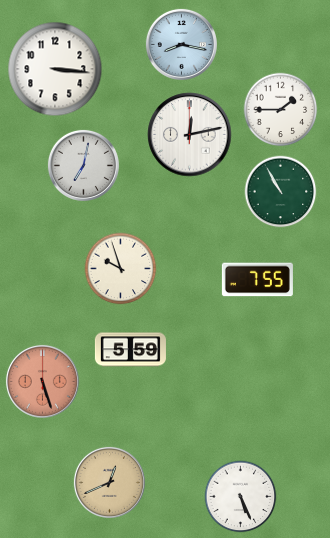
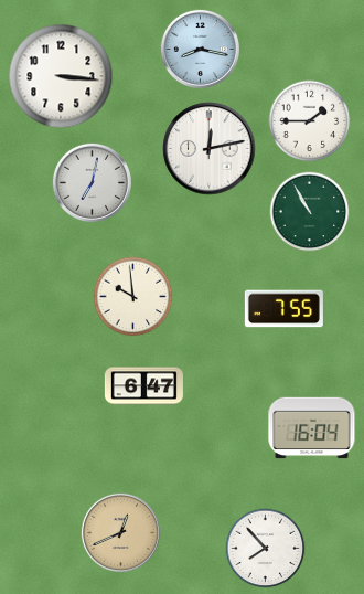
clock at (121, 269): 9:57 -> 9:59
clock at (130, 350): 5:59 -> 6:47
clock at (42, 381): 5:27 -> none
clock at (312, 428): none -> 16:04
clock at (241, 497): 5:26 -> 7:53
